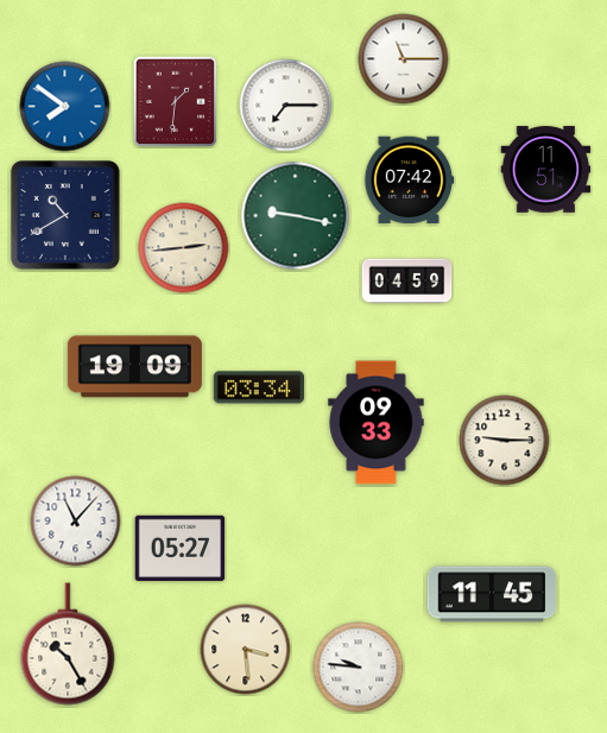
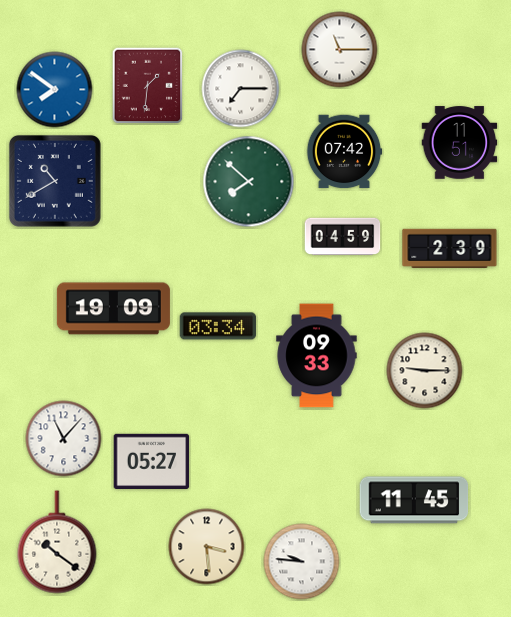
clock at (296, 216): 9:17 -> 7:52
clock at (184, 248): 2:44 -> none
clock at (450, 248): none -> 2:39
clock at (68, 644): 10:25 -> 10:21
